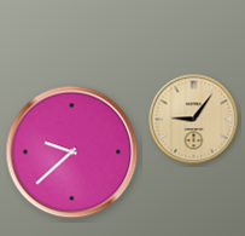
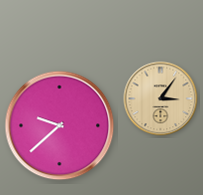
clock at (194, 120): 9:06 -> 3:06
